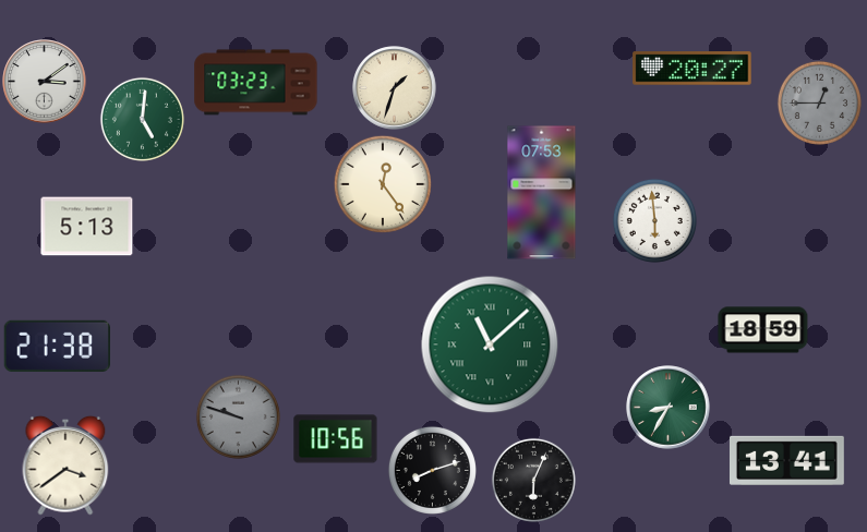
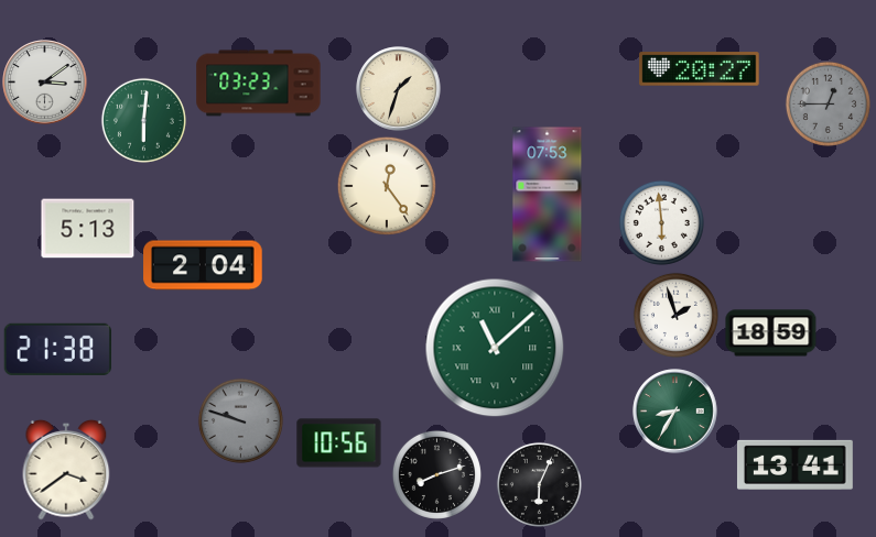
clock at (142, 119): 5:01 -> 6:01
clock at (203, 265): none -> 2:04
clock at (675, 315): none -> 1:57
